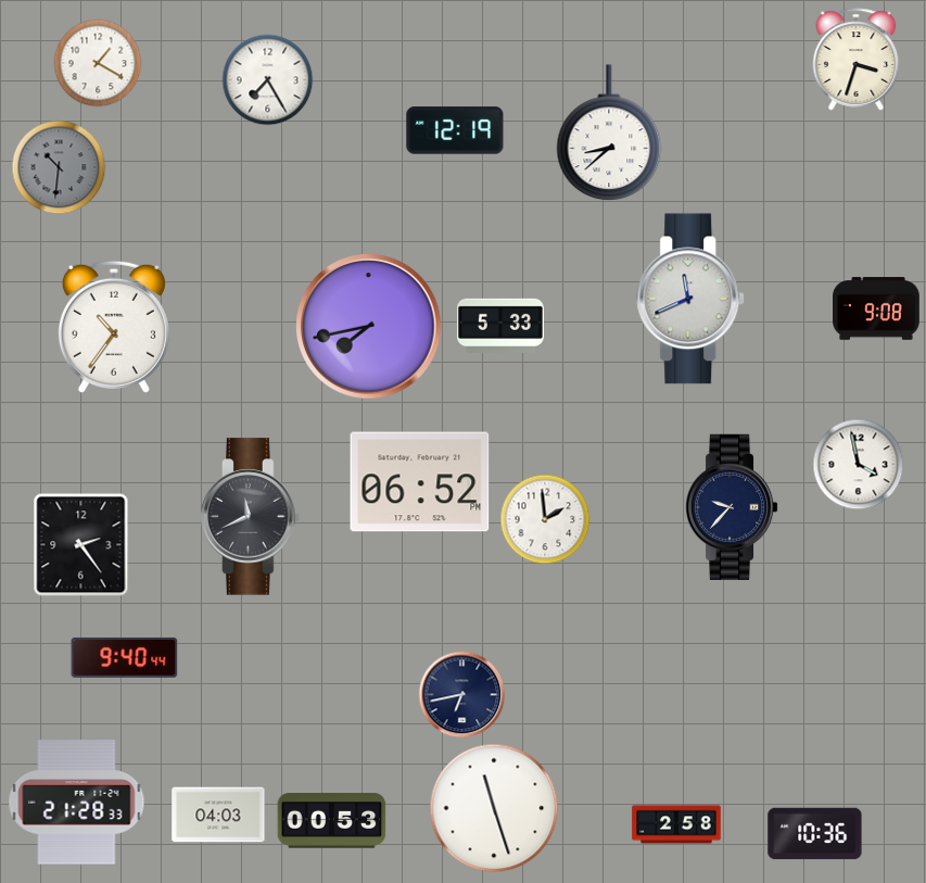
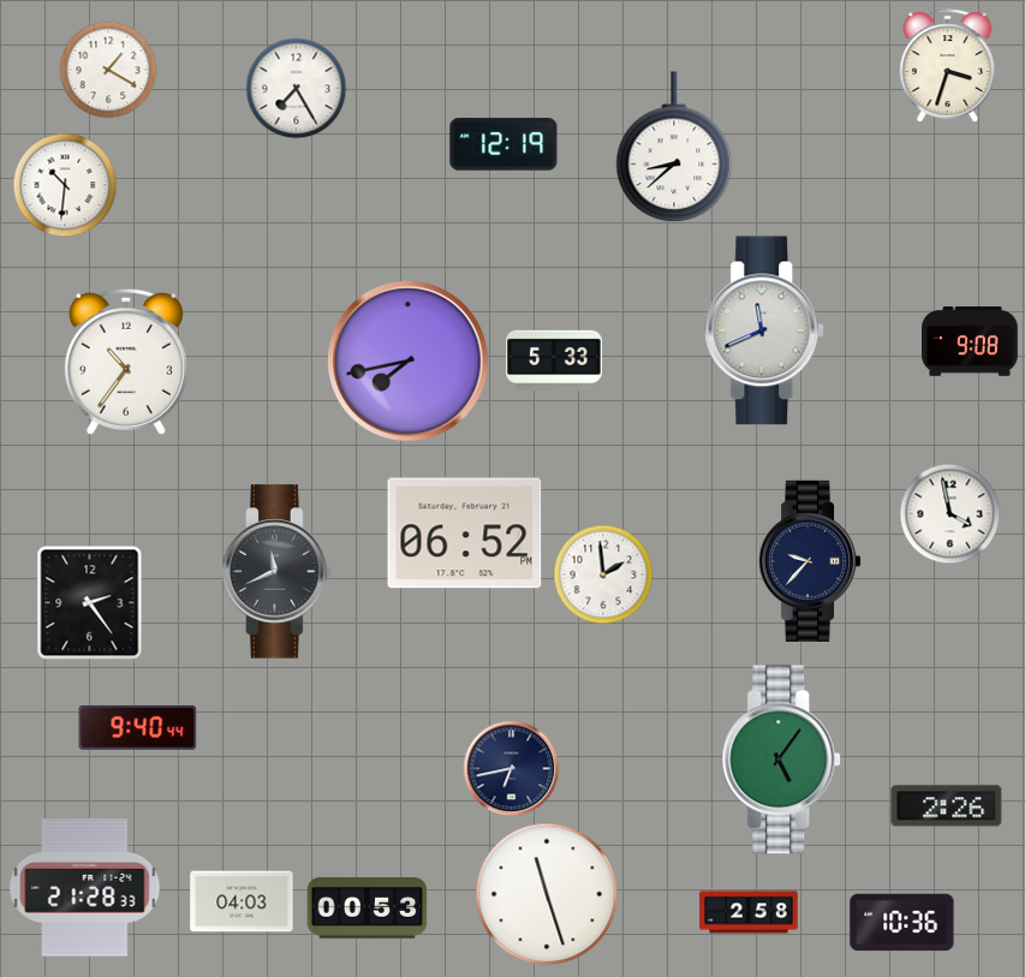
clock at (59, 167) dial: grey -> white
clock at (782, 759): none -> 5:06
clock at (947, 806): none -> 2:26
